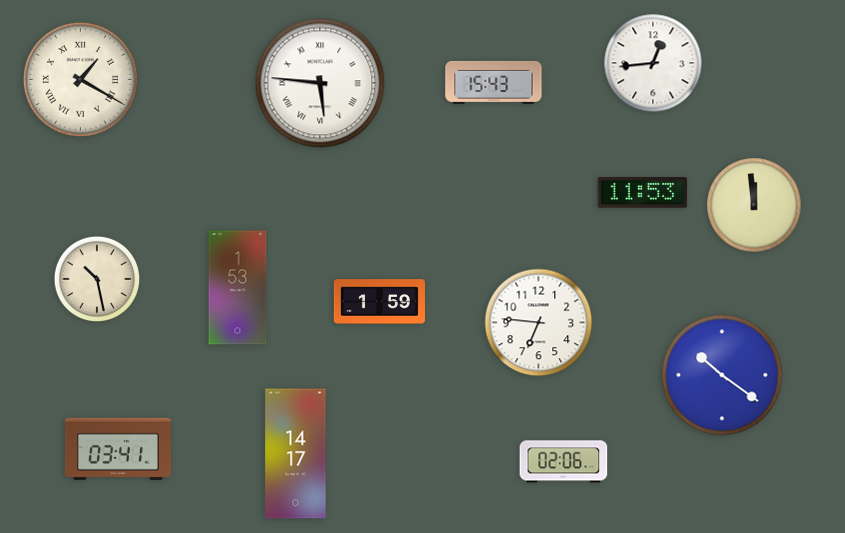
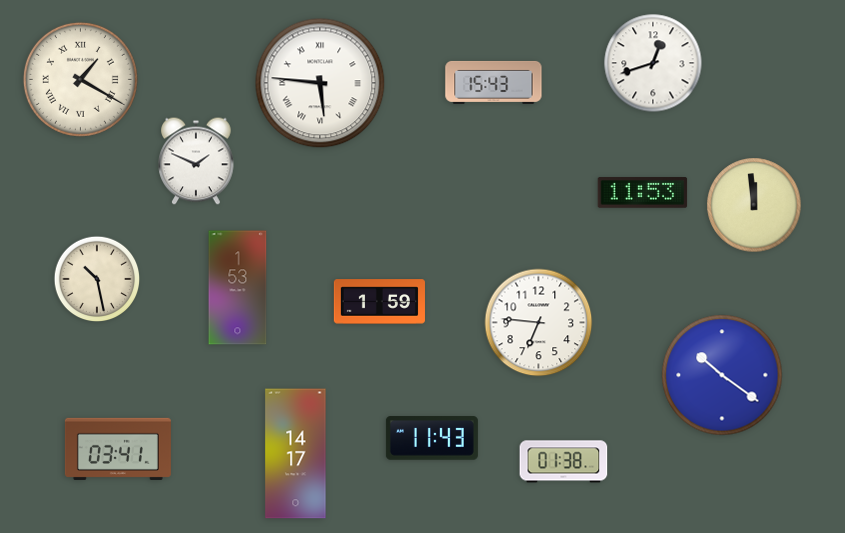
clock at (653, 63): 12:44 -> 12:42
clock at (196, 161): none -> 1:49
clock at (432, 438): none -> 11:43
clock at (564, 462): 02:06 -> 01:38
